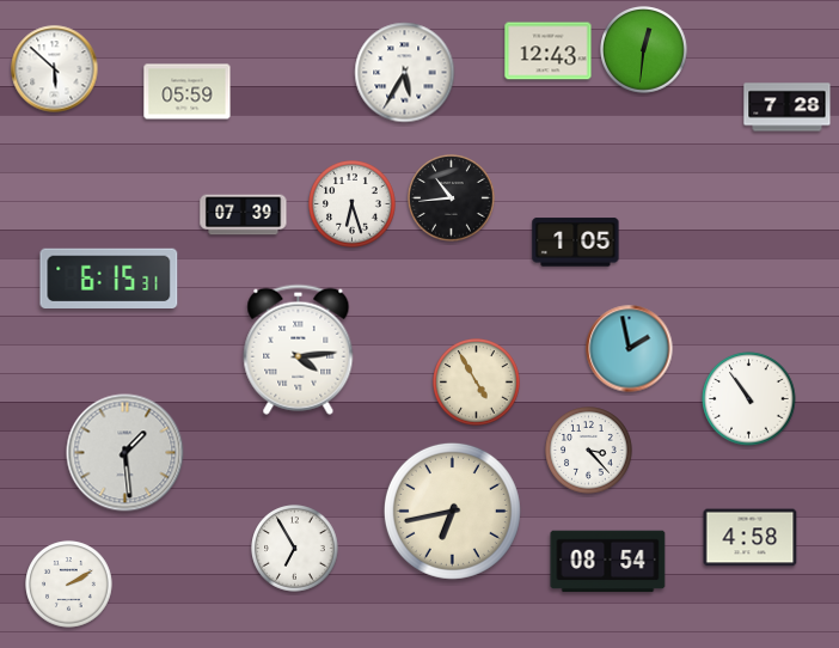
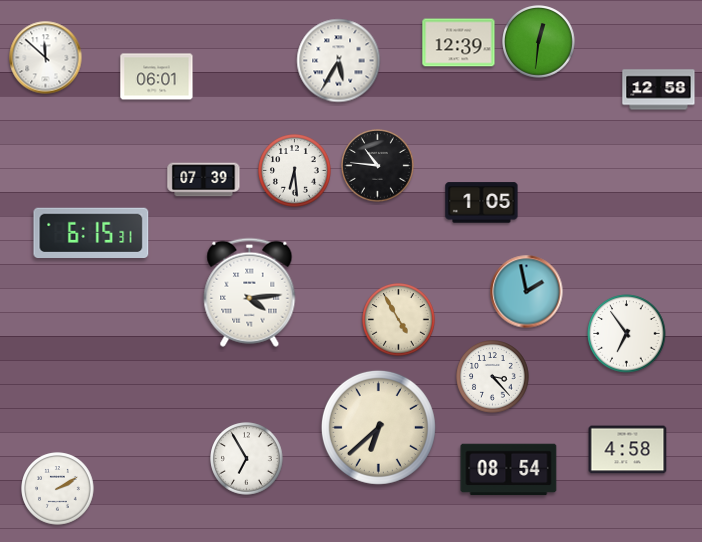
clock at (549, 51): 12:43 -> 12:39
clock at (55, 69): 5:52 -> 11:52
clock at (188, 92): 05:59 -> 06:01
clock at (788, 108): 7:28 -> 12:58
clock at (452, 198): 10:44 -> 10:46
clock at (353, 204): 6:27 -> 6:29
clock at (749, 399): 10:54 -> 6:54
clock at (125, 453): 1:29 -> none
clock at (452, 511): 6:43 -> 6:38
